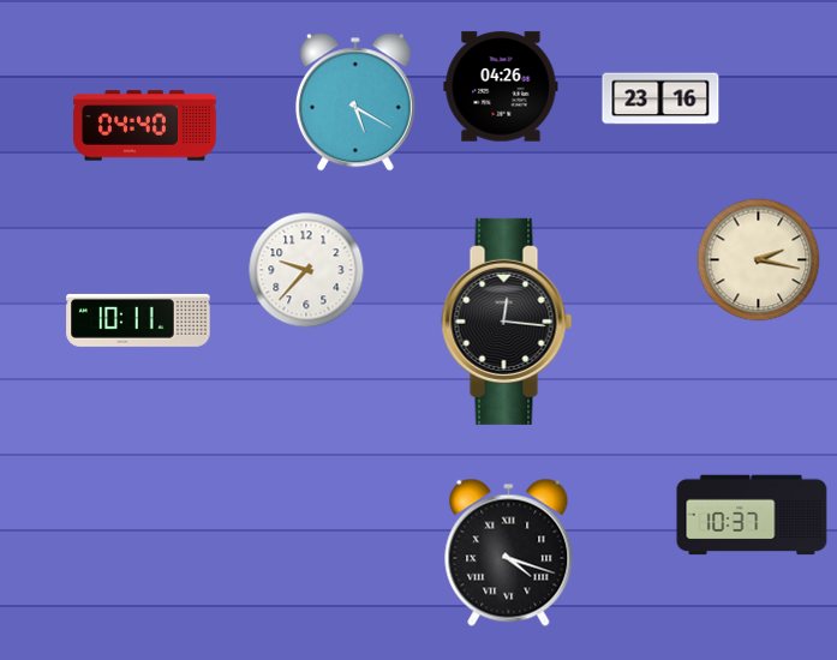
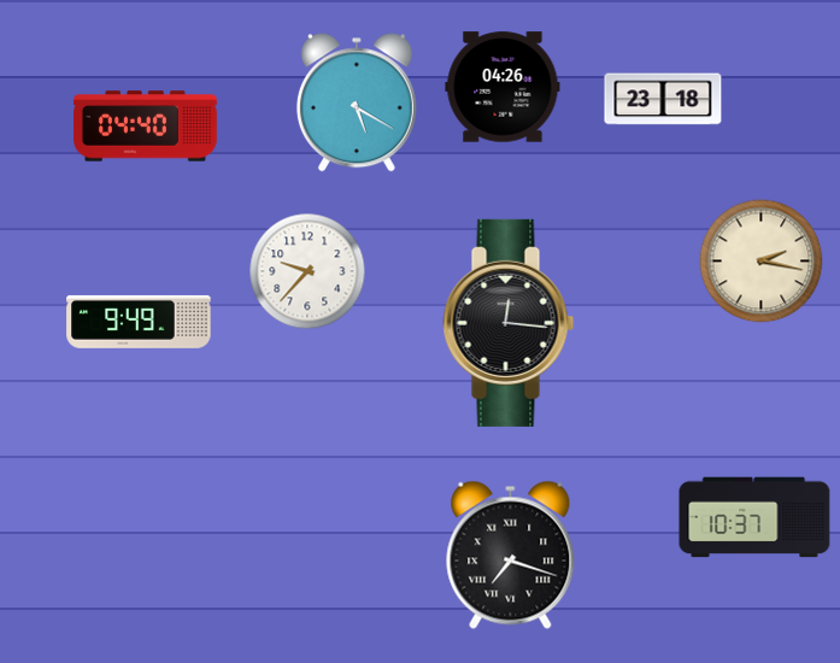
clock at (660, 98): 23:16 -> 23:18
clock at (138, 320): 10:11 -> 9:49
clock at (509, 552): 4:18 -> 7:18
